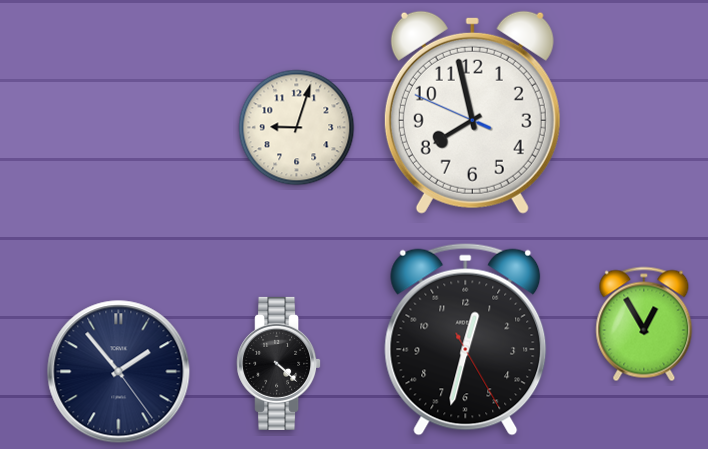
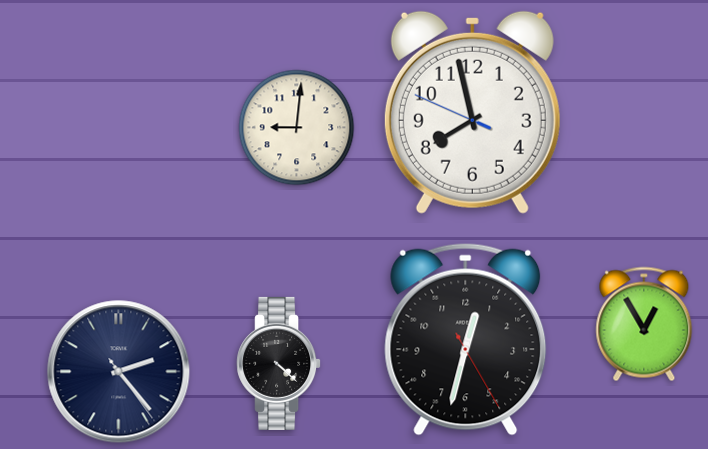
clock at (297, 128): 9:03 -> 9:01
clock at (119, 372): 1:53 -> 2:23
